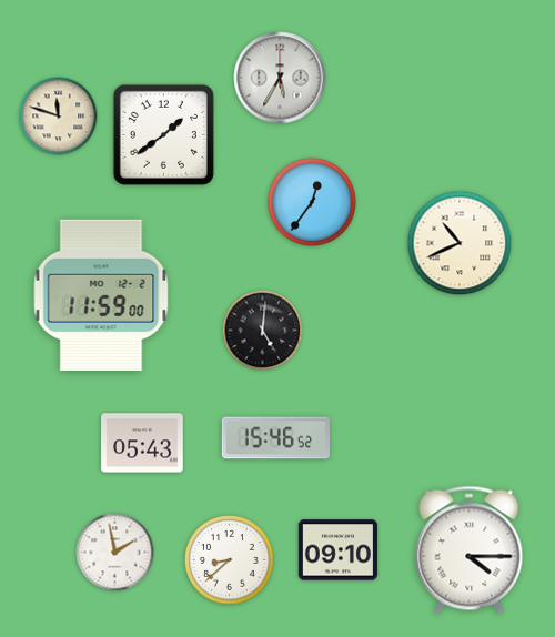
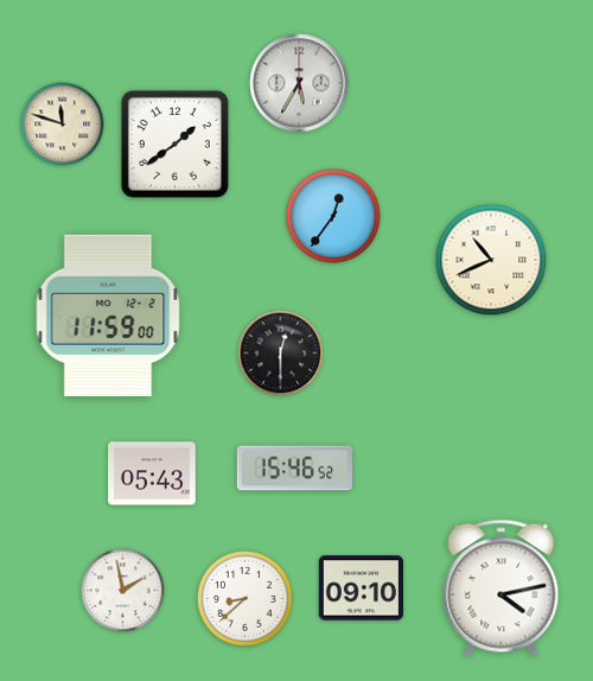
clock at (263, 331): 5:01 -> 12:30
clock at (470, 550): 4:15 -> 4:13
